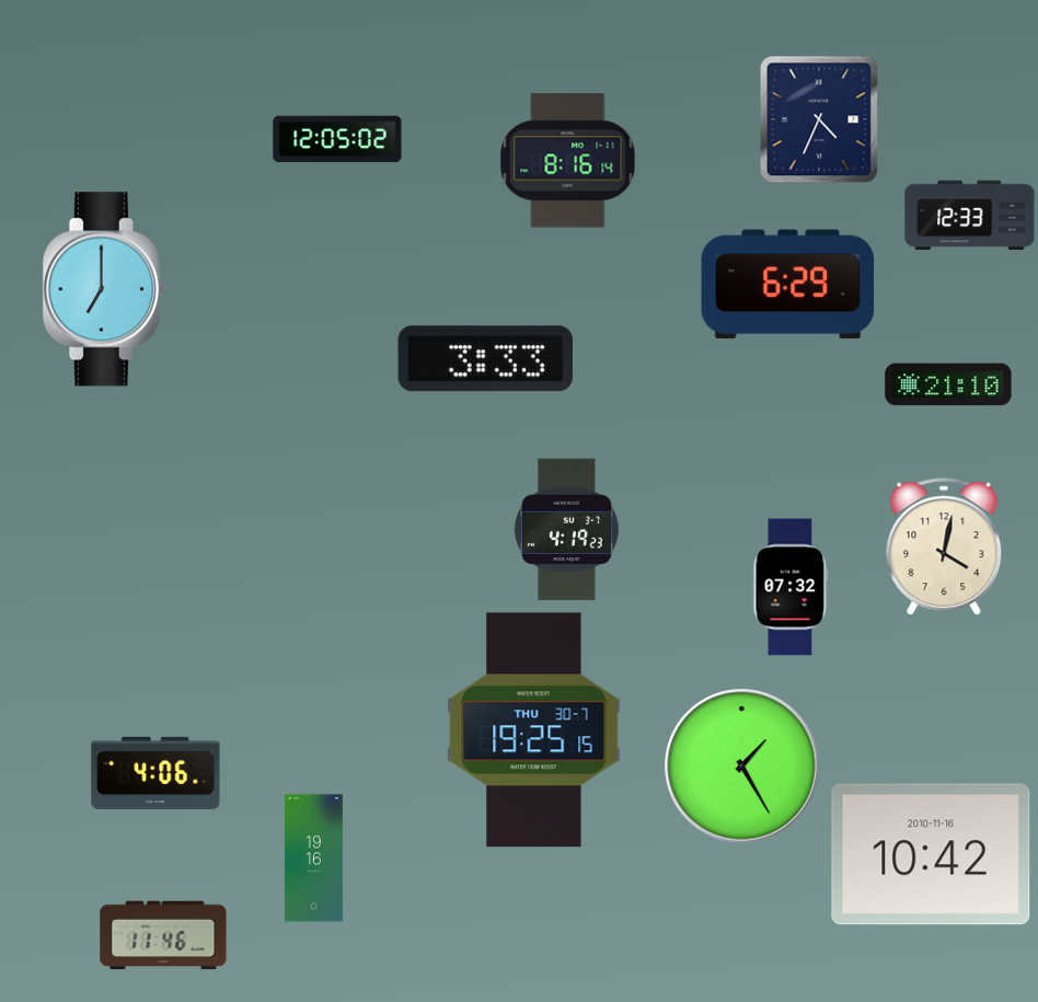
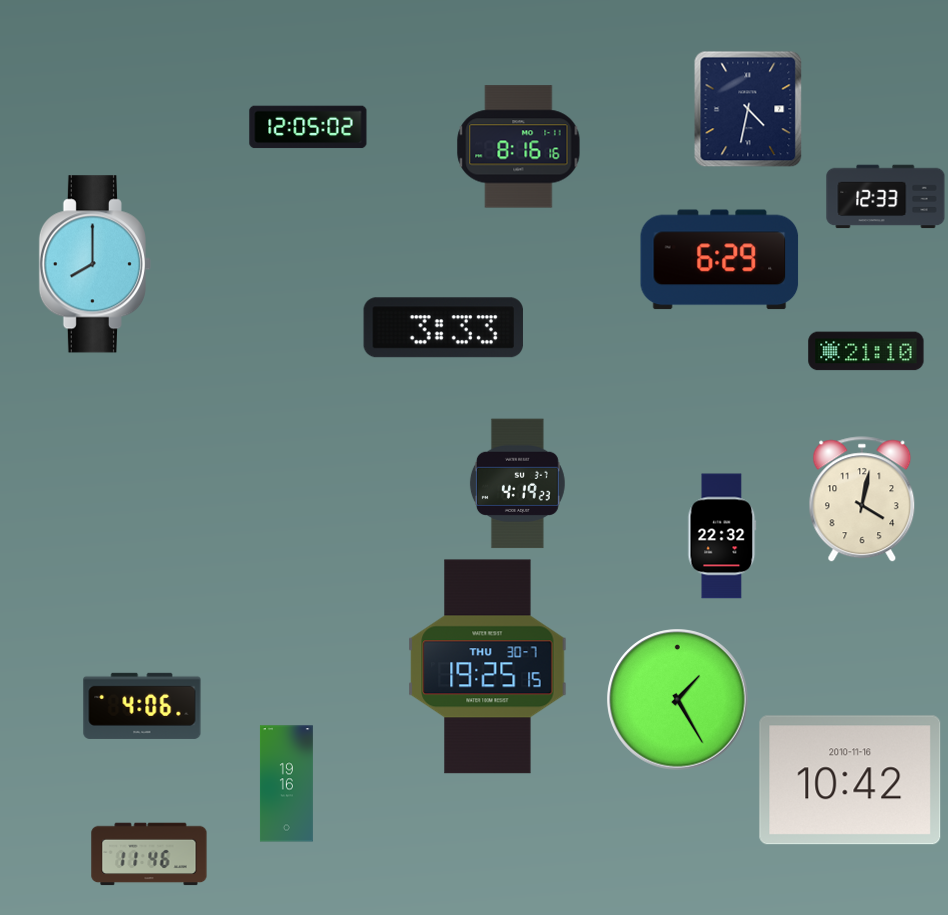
clock at (819, 119): 4:34 -> 4:32
clock at (568, 161): 8:16:14 -> 8:16:16
clock at (104, 289): 7:00 -> 8:00
clock at (791, 587): 07:32 -> 22:32
